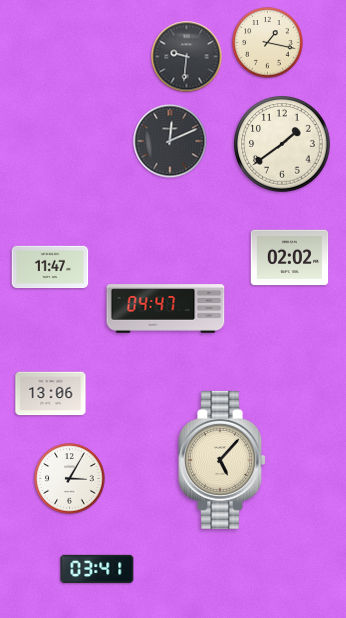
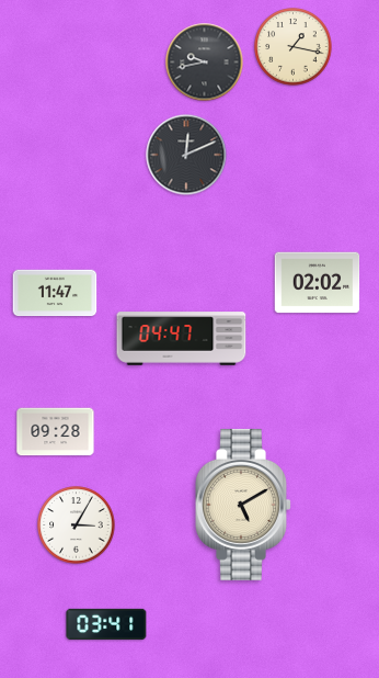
clock at (187, 57): 9:31 -> 9:43
clock at (282, 144): 1:39 -> none
clock at (51, 394): 13:06 -> 09:28
clock at (222, 460): 5:07 -> 5:10
